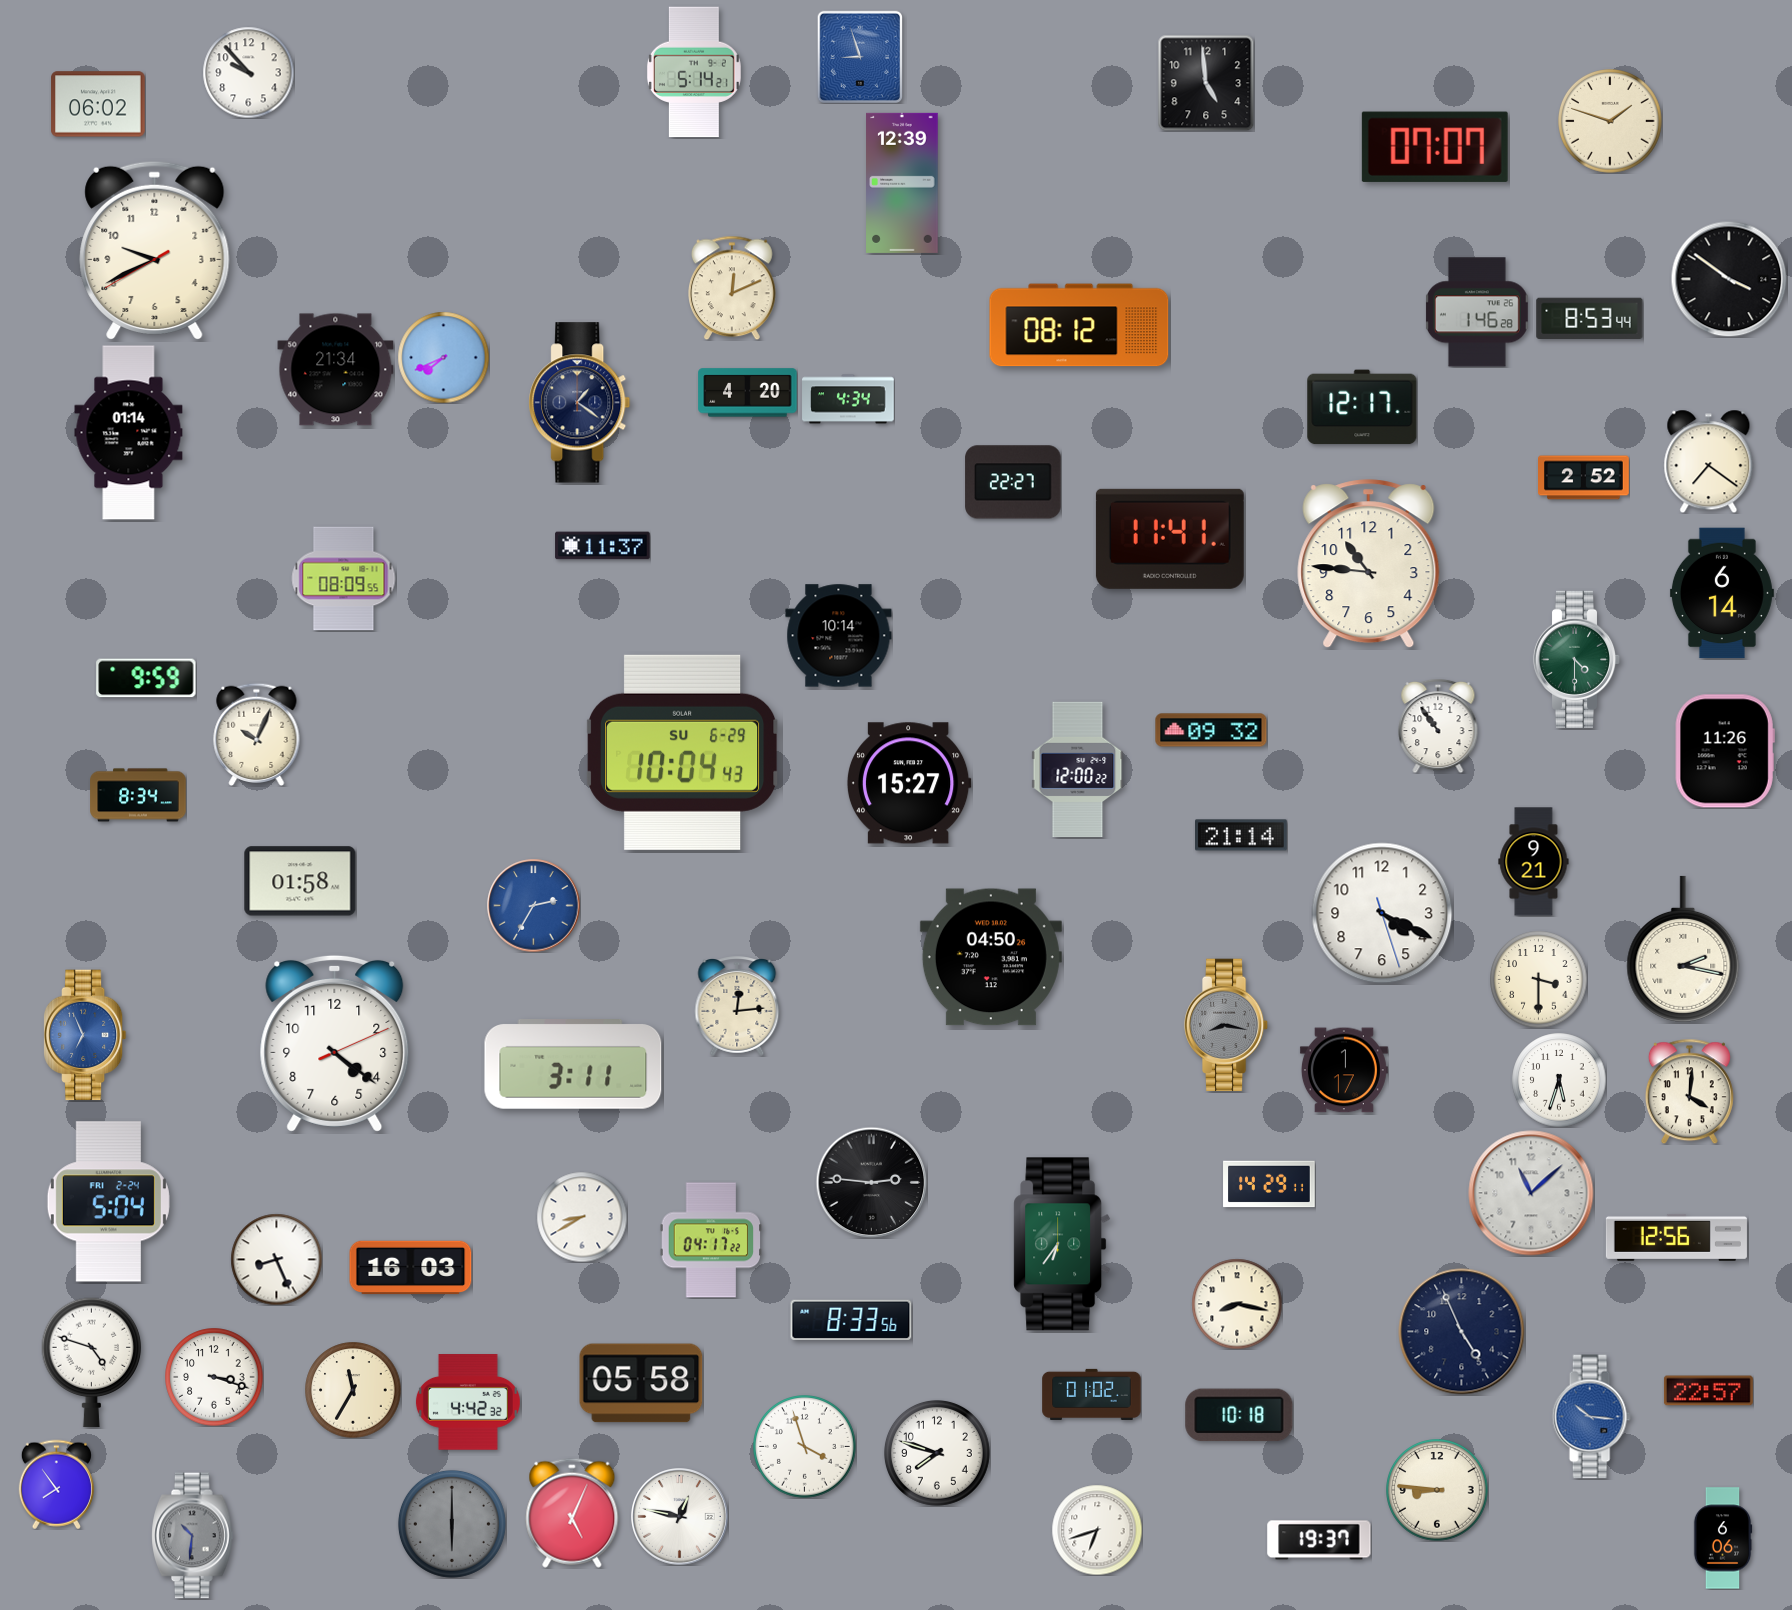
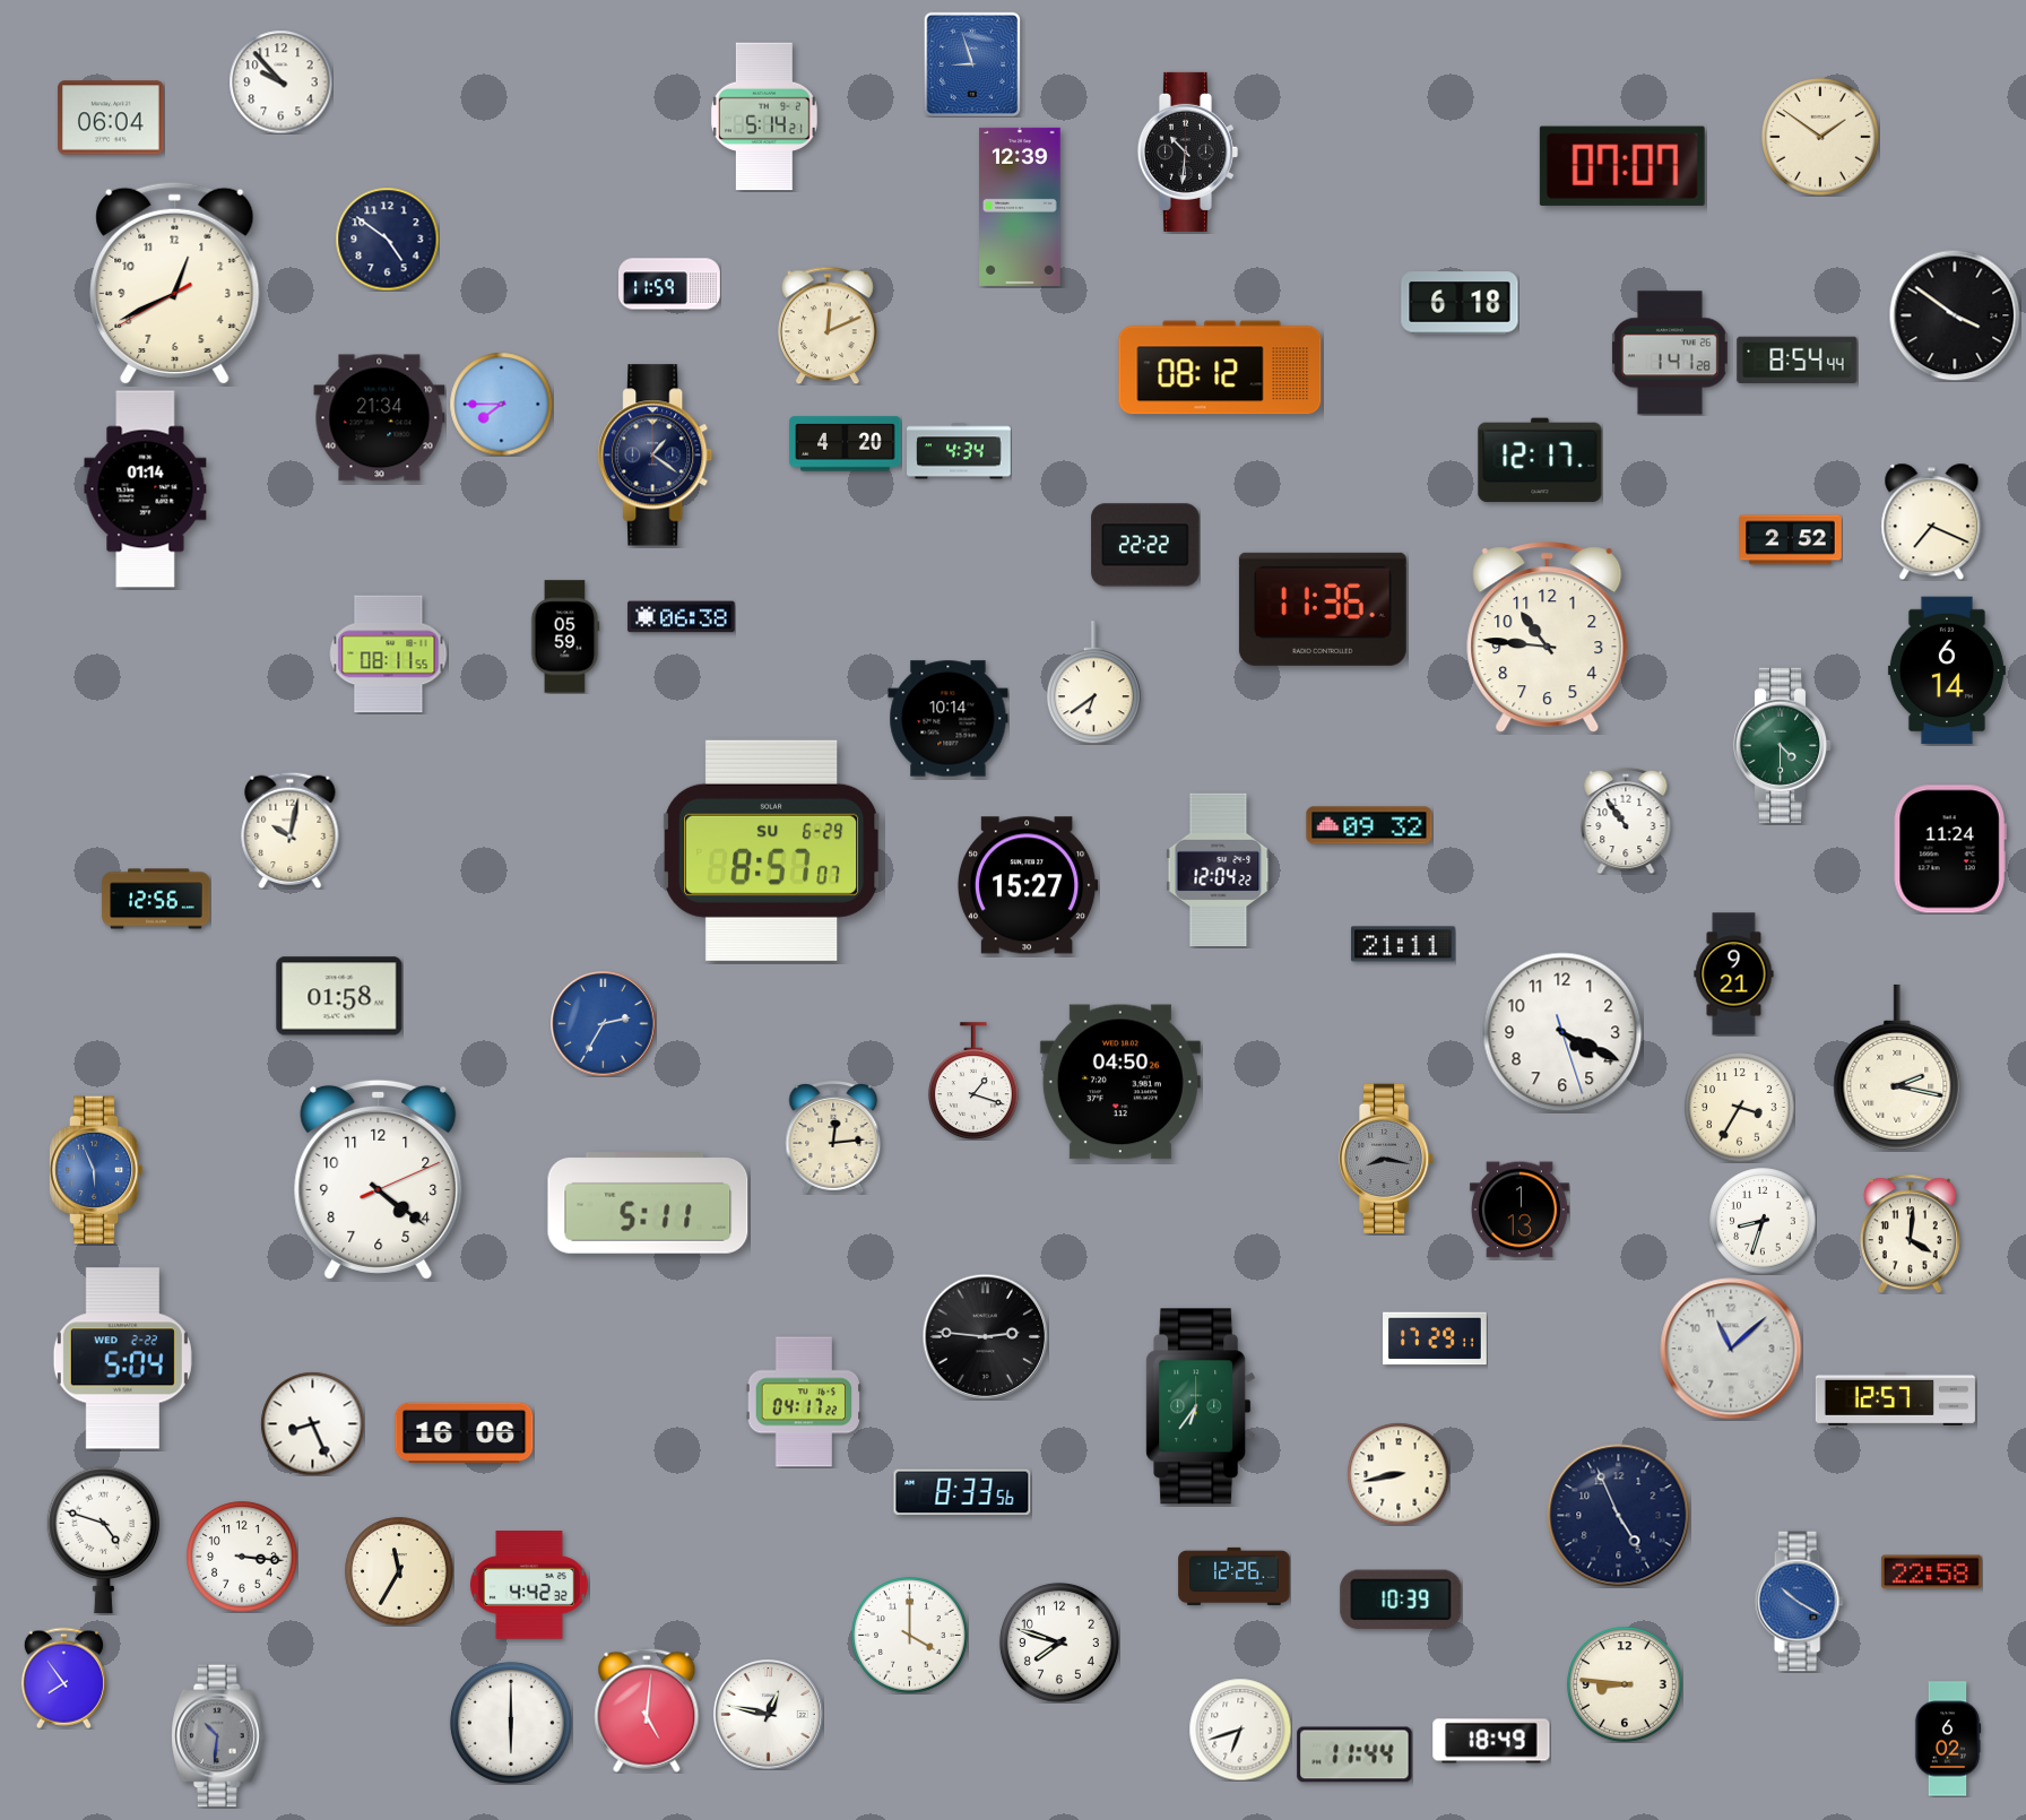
clock at (694, 72) position: (694, 72) -> (764, 116)
clock at (1206, 83): 4:59 -> none
clock at (98, 104): 06:02 -> 06:04
clock at (1611, 122): 1:48 -> 1:51
clock at (1187, 151): none -> 10:31
clock at (387, 239): none -> 4:51
clock at (155, 251): 9:40 -> 12:40
clock at (670, 284): none -> 11:59
clock at (1460, 303): none -> 6:18
clock at (1477, 312): 1:46 -> 1:41
clock at (1590, 318): 8:53 -> 8:54
clock at (443, 357): 7:41 -> 7:45
clock at (1709, 461): 7:21 -> 7:19
clock at (1013, 482): 22:27 -> 22:22
clock at (1170, 539): 11:41 -> 11:36
clock at (603, 546): 11:37 -> 06:38
clock at (565, 636): none -> 05:59
clock at (344, 579): 08:09 -> 08:11
clock at (1093, 683): none -> 6:39
clock at (146, 678): 9:59 -> none
clock at (257, 734): 10:04 -> 10:02
clock at (1725, 751): 11:26 -> 11:24
clock at (683, 752): 10:04 -> 8:57
clock at (1078, 769): 12:00 -> 12:04
clock at (138, 795): 8:34 -> 12:56
clock at (1242, 835): 21:14 -> 21:11
clock at (1683, 949) position: (1683, 949) -> (1897, 1067)
clock at (973, 1081): none -> 1:18
clock at (1539, 980): 3:30 -> 3:35
clock at (85, 1035): 6:56 -> 5:56
clock at (573, 1065): 3:11 -> 5:11
clock at (1344, 1070): 1:17 -> 1:13
clock at (1559, 1080): 5:33 -> 8:33
clock at (1269, 1184): 14:29 -> 17:29
clock at (108, 1202) date: FRI 2-24 -> WED 2-22
clock at (582, 1217): 8:40 -> none
clock at (1676, 1237): 12:56 -> 12:57
clock at (411, 1268): 16:03 -> 16:06
clock at (1237, 1304): 8:17 -> 8:43
clock at (1462, 1332) position: (1462, 1332) -> (1619, 1516)
clock at (214, 1377): 3:18 -> 3:16
clock at (641, 1383): 05:58 -> none
clock at (1708, 1391): 22:57 -> 22:58
clock at (1092, 1394): 01:02 -> 12:26
clock at (1239, 1415): 10:18 -> 10:39
clock at (1591, 1417): 10:16 -> 10:20
clock at (805, 1447): 3:57 -> 4:00
clock at (572, 1513): 5:04 -> 5:01
clock at (452, 1524) dial: grey -> white
clock at (1723, 1538): 6:06 -> 6:02
clock at (1319, 1540): 19:37 -> 18:49
clock at (1354, 1754): none -> 11:44
